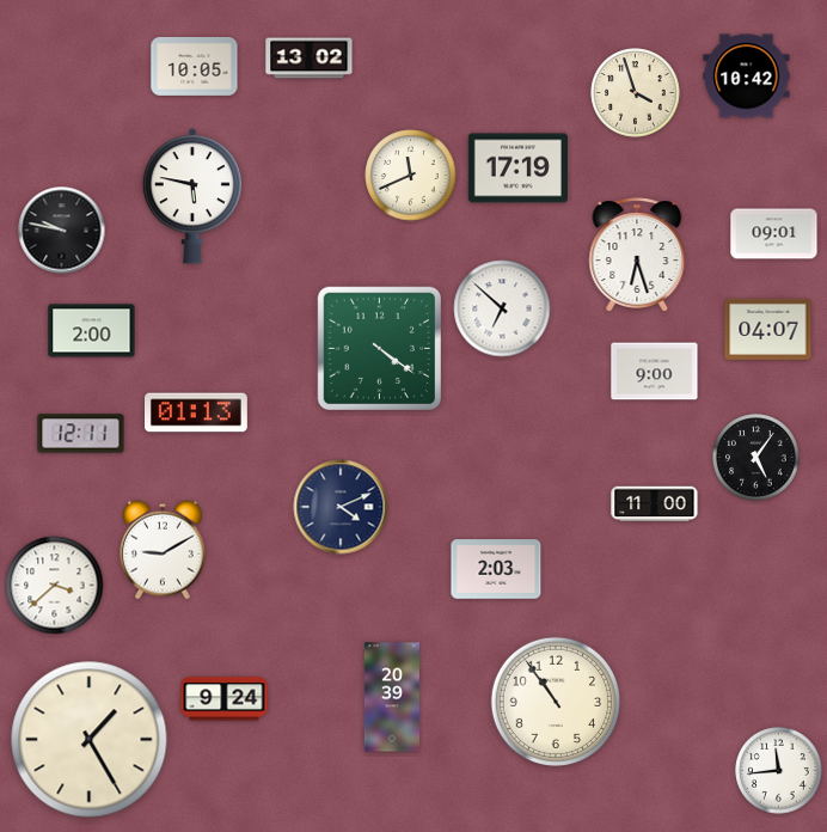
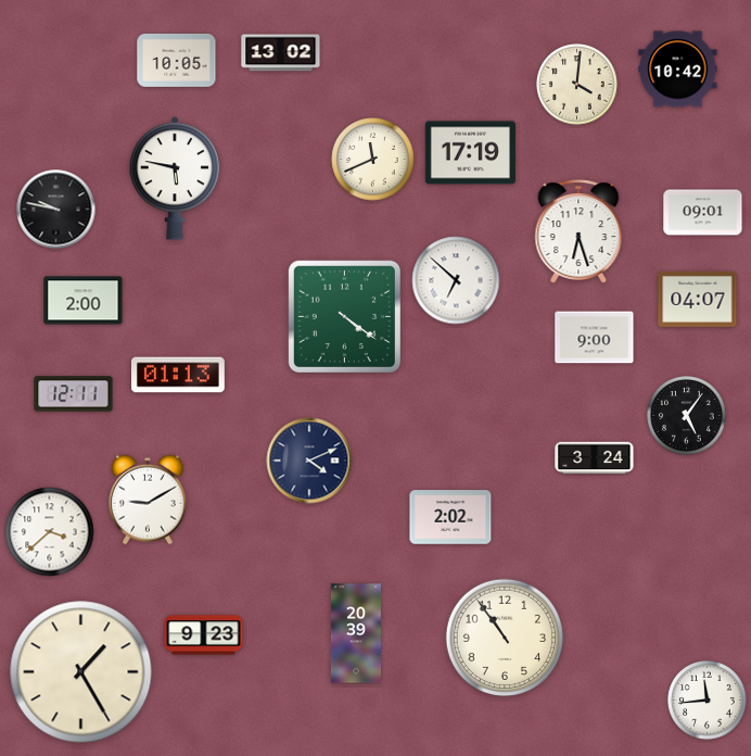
clock at (636, 93): 3:57 -> 4:01
clock at (655, 504): 11:00 -> 3:24
clock at (496, 569): 2:03 -> 2:02
clock at (225, 699): 9:24 -> 9:23
